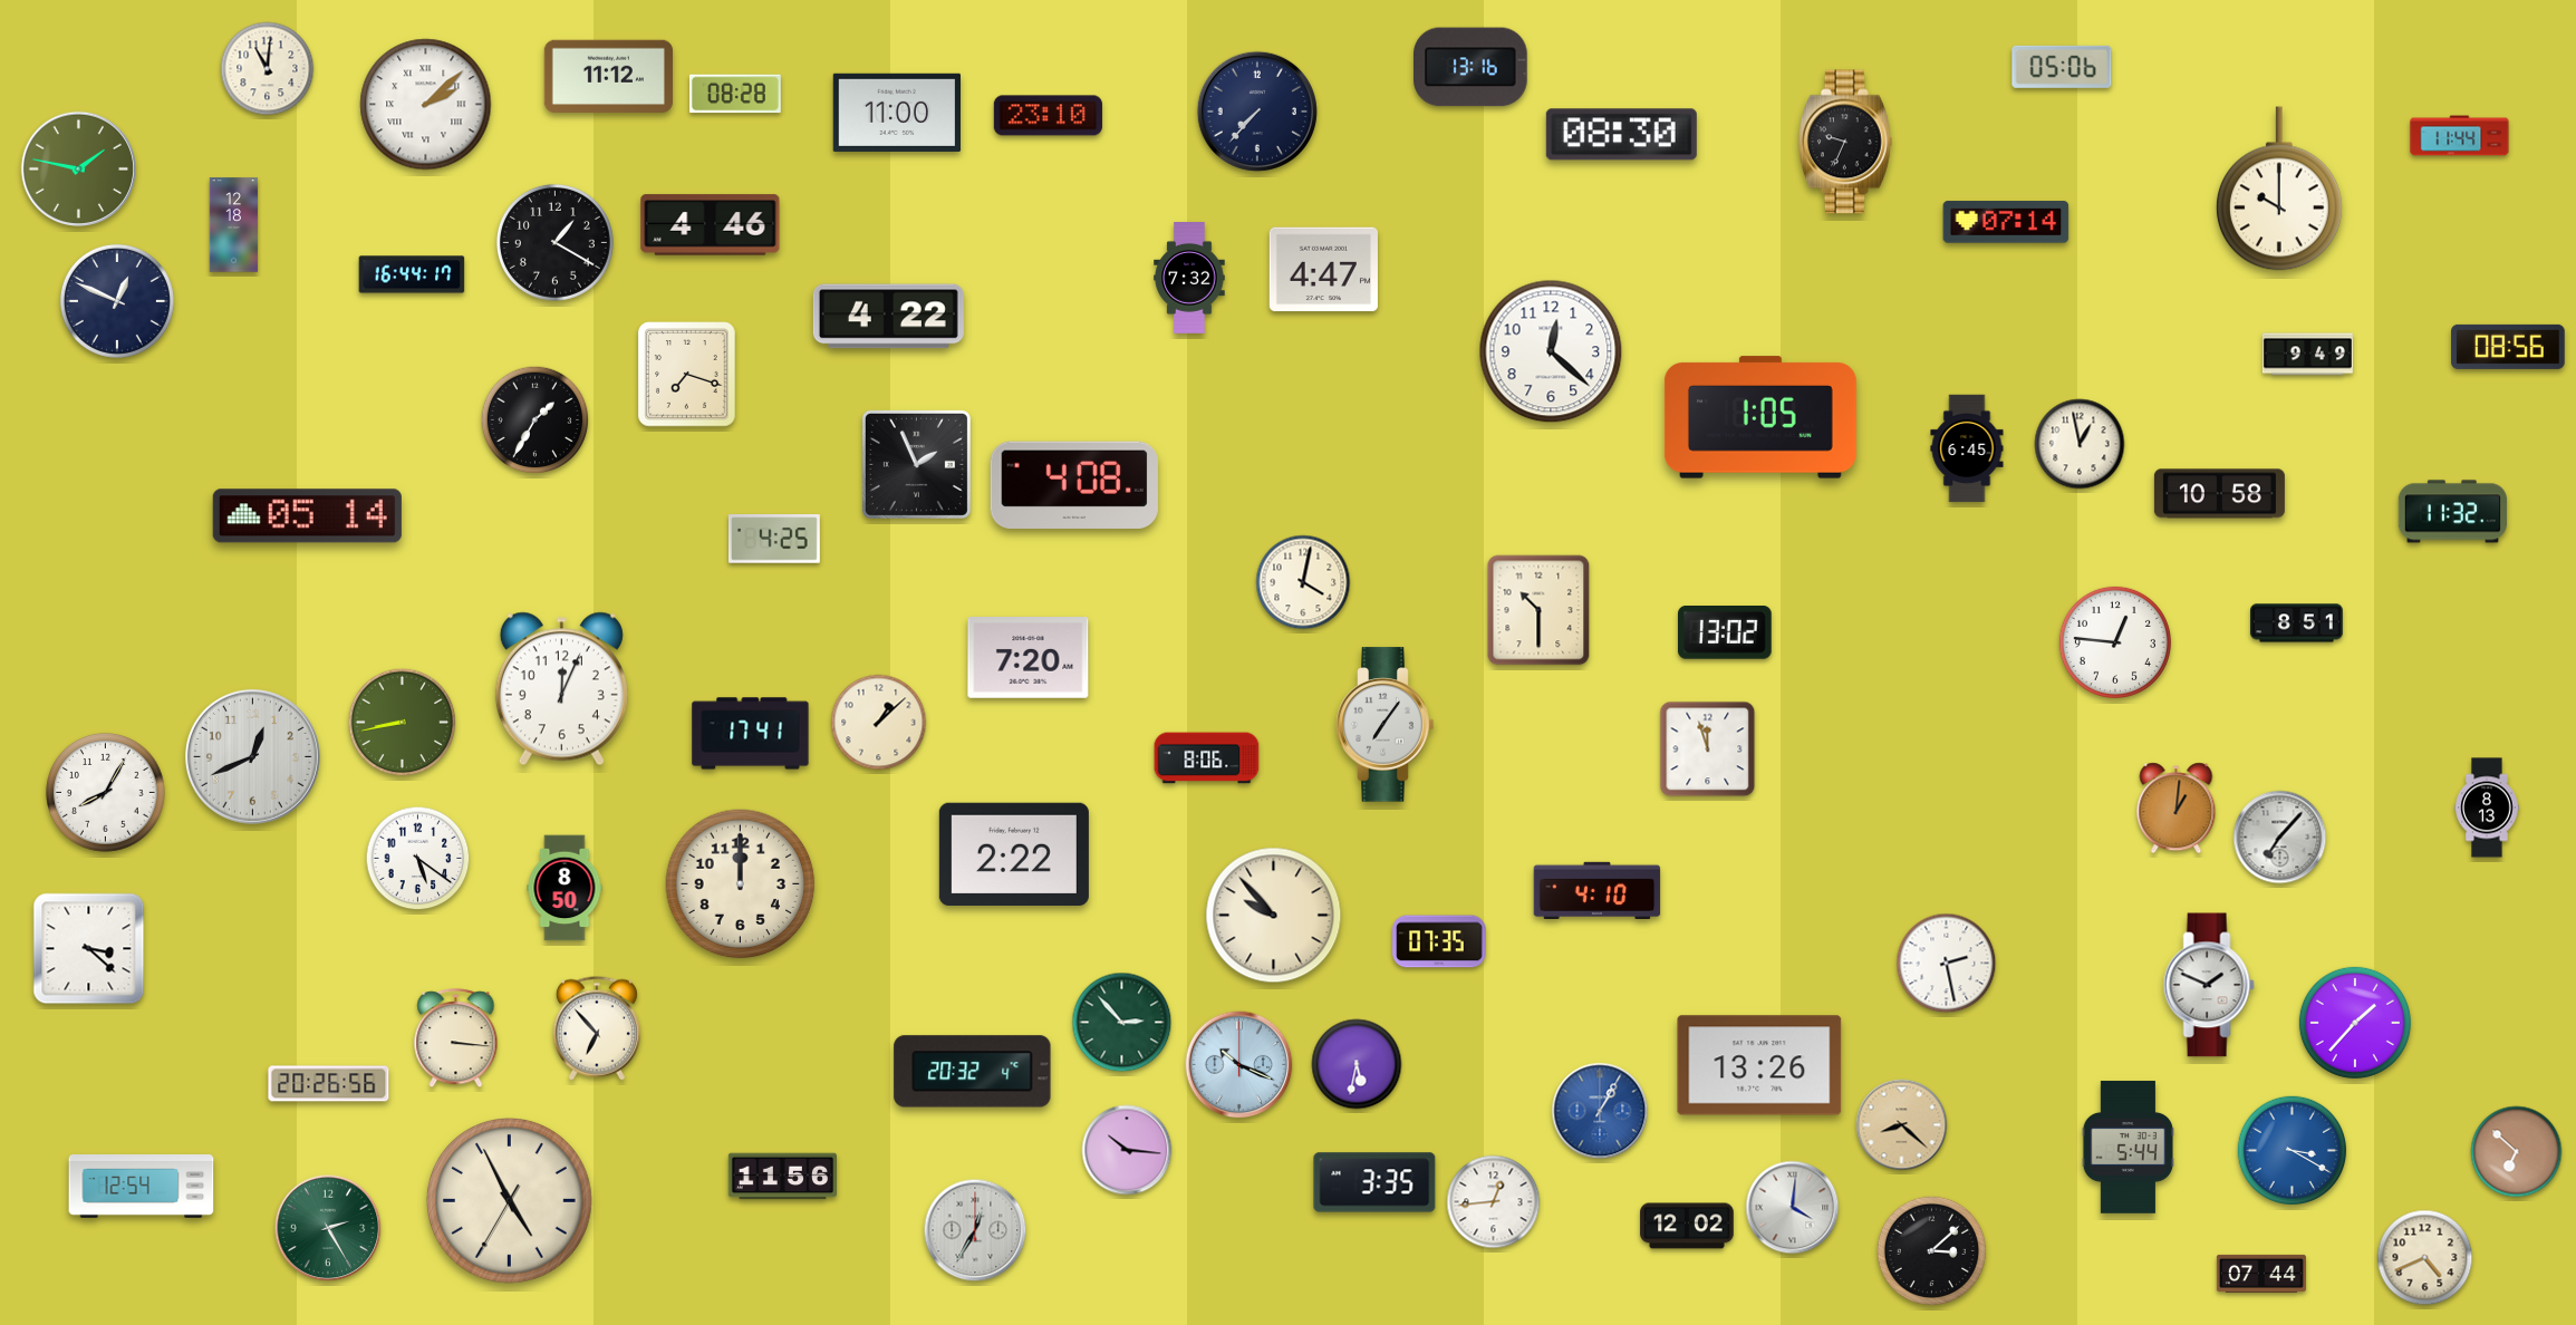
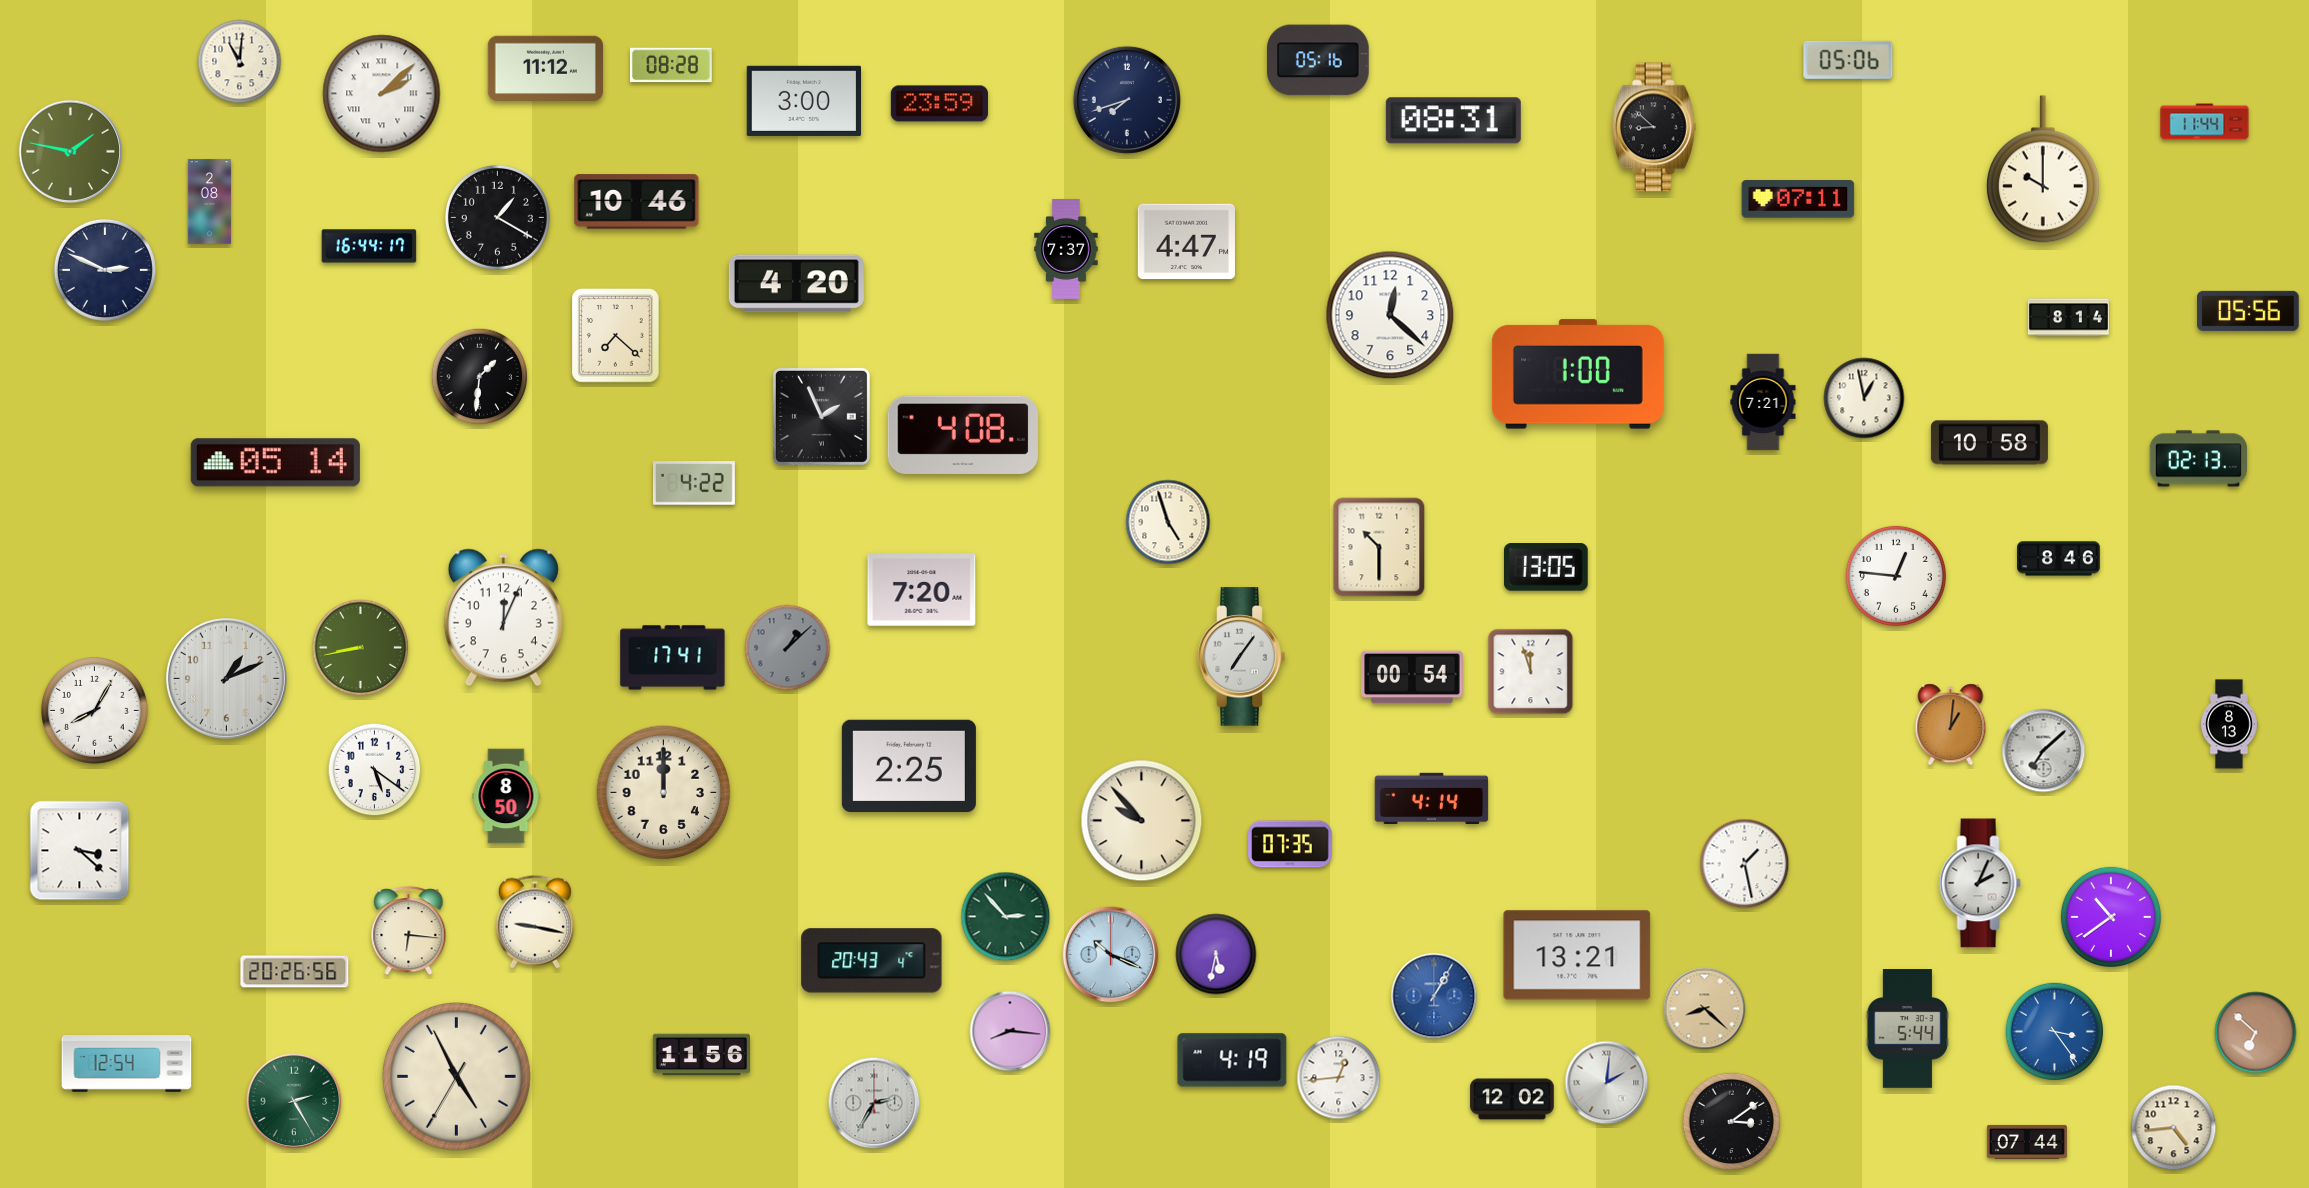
clock at (1470, 67): 13:16 -> 05:16
clock at (735, 94) position: (735, 94) -> (671, 65)
clock at (1257, 112): 7:37 -> 7:42
clock at (896, 113): 11:00 -> 3:00
clock at (1048, 116): 23:10 -> 23:59
clock at (1621, 135): 08:30 -> 08:31
clock at (1845, 142): 9:34 -> 8:52
clock at (2006, 222): 07:14 -> 07:11
clock at (234, 225): 12:18 -> 2:08
clock at (711, 225): 4:46 -> 10:46
clock at (1189, 279): 7:32 -> 7:37
clock at (117, 301): 12:49 -> 2:49
clock at (888, 317): 4:22 -> 4:20
clock at (2508, 347): 08:56 -> 05:56
clock at (2307, 355): 9:49 -> 8:14
clock at (687, 375): 7:18 -> 7:22
clock at (1760, 417): 1:05 -> 1:00
clock at (536, 420): 1:35 -> 1:31
clock at (1967, 448): 6:45 -> 7:21
clock at (2452, 512): 11:32 -> 02:13
clock at (774, 539): 4:25 -> 4:22
clock at (1303, 582): 4:02 -> 4:57
clock at (2297, 623): 8:51 -> 8:46
clock at (1726, 634): 13:02 -> 13:05
clock at (879, 723) dial: cream -> grey
clock at (1386, 725) position: (1386, 725) -> (1242, 657)
clock at (1412, 677): none -> 00:54
clock at (252, 756): 12:41 -> 1:11
clock at (1207, 758): 8:06 -> none
clock at (2280, 838): 7:07 -> 7:08
clock at (1014, 853): 2:22 -> 2:25
clock at (1598, 890): 4:10 -> 4:14
clock at (1947, 964): 2:28 -> 1:28
clock at (2209, 985): 1:49 -> 2:04
clock at (2355, 1023): 1:37 -> 10:39
clock at (597, 1028): 6:53 -> 9:17
clock at (456, 1038): 3:16 -> 6:16
clock at (1759, 1065): 13:26 -> 13:21
clock at (973, 1072): 20:32 -> 20:43
clock at (1127, 1150): 10:16 -> 8:16
clock at (2292, 1150): 3:20 -> 3:24
clock at (1374, 1182): 3:35 -> 4:19
clock at (1793, 1208): 4:01 -> 2:01
clock at (975, 1230): 12:35 -> 2:35
clock at (1931, 1250): 3:08 -> 3:09
clock at (2425, 1258): 4:41 -> 4:44
